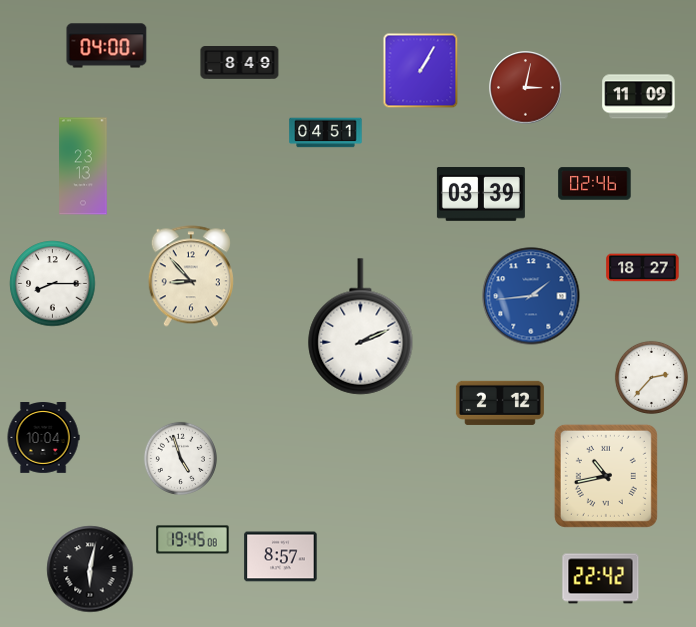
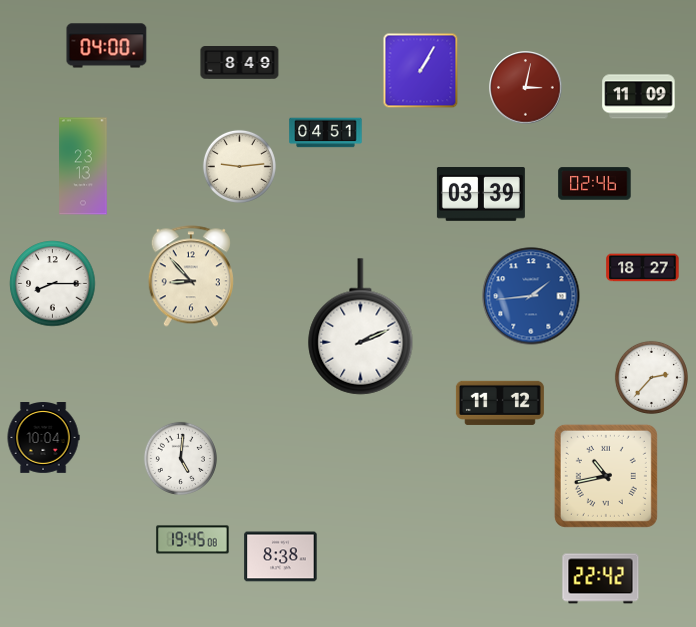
clock at (239, 166): none -> 9:14
clock at (500, 403): 2:12 -> 11:12
clock at (180, 458): 4:57 -> 5:01
clock at (281, 557): 8:57 -> 8:38
clock at (90, 569): 6:02 -> none
